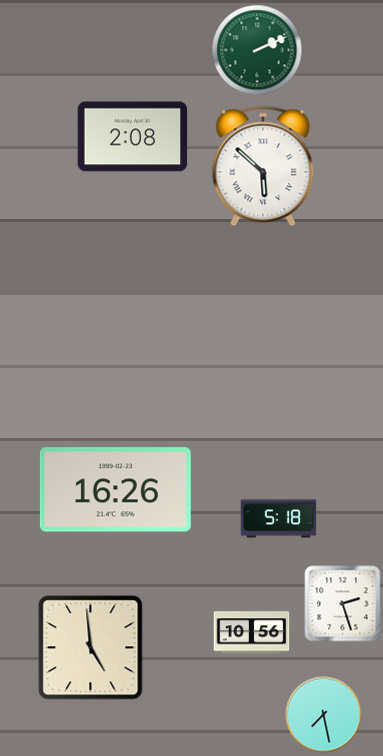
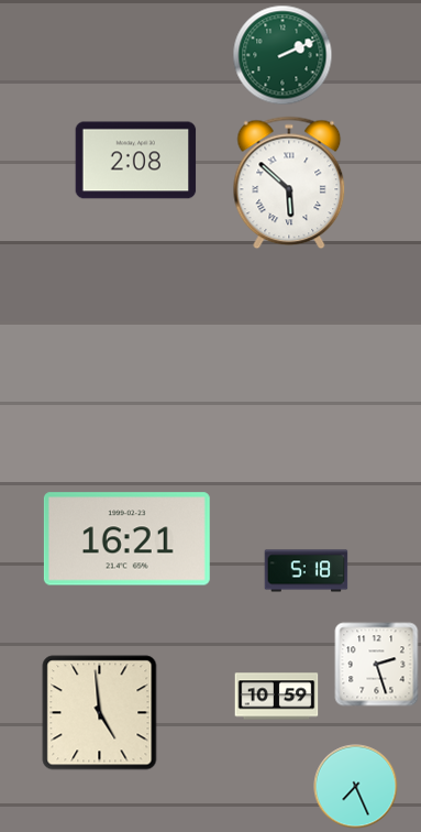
clock at (133, 137) position: (133, 137) -> (136, 161)
clock at (115, 490): 16:26 -> 16:21
clock at (252, 633): 10:56 -> 10:59
clock at (324, 715): 7:28 -> 7:26
